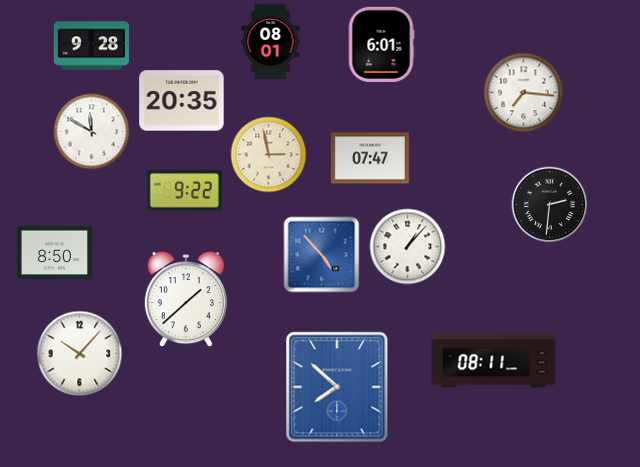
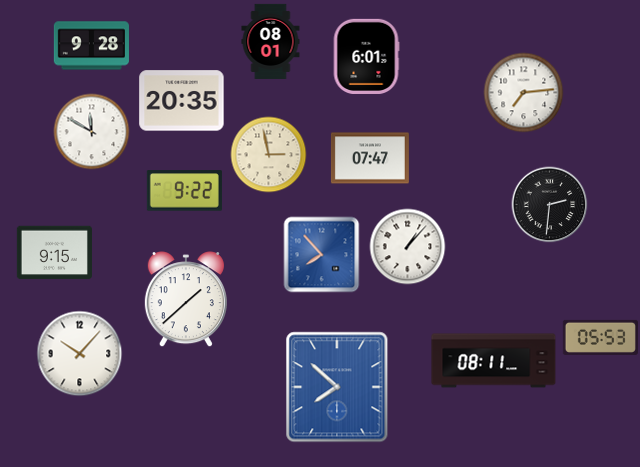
clock at (381, 44) position: (381, 44) -> (366, 56)
clock at (524, 93): 7:16 -> 7:14
clock at (54, 253): 8:50 -> 9:15
clock at (322, 255): 4:53 -> 7:53
clock at (600, 337): none -> 05:53
